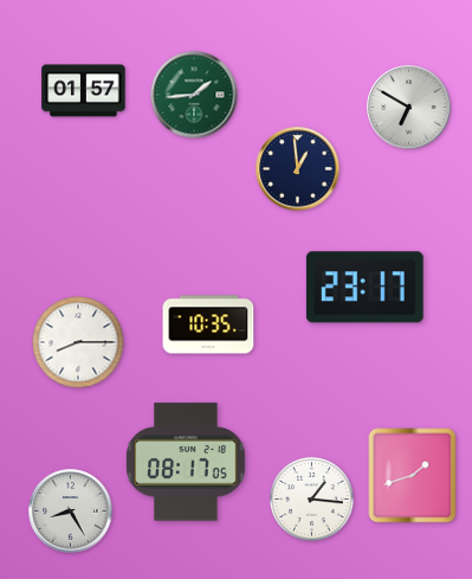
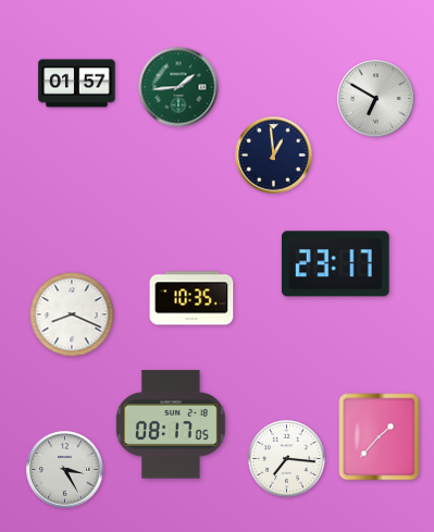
clock at (78, 342): 8:15 -> 8:19
clock at (413, 476): 1:42 -> 1:37
clock at (311, 498): 1:16 -> 7:16
clock at (71, 512): 8:25 -> 3:25
